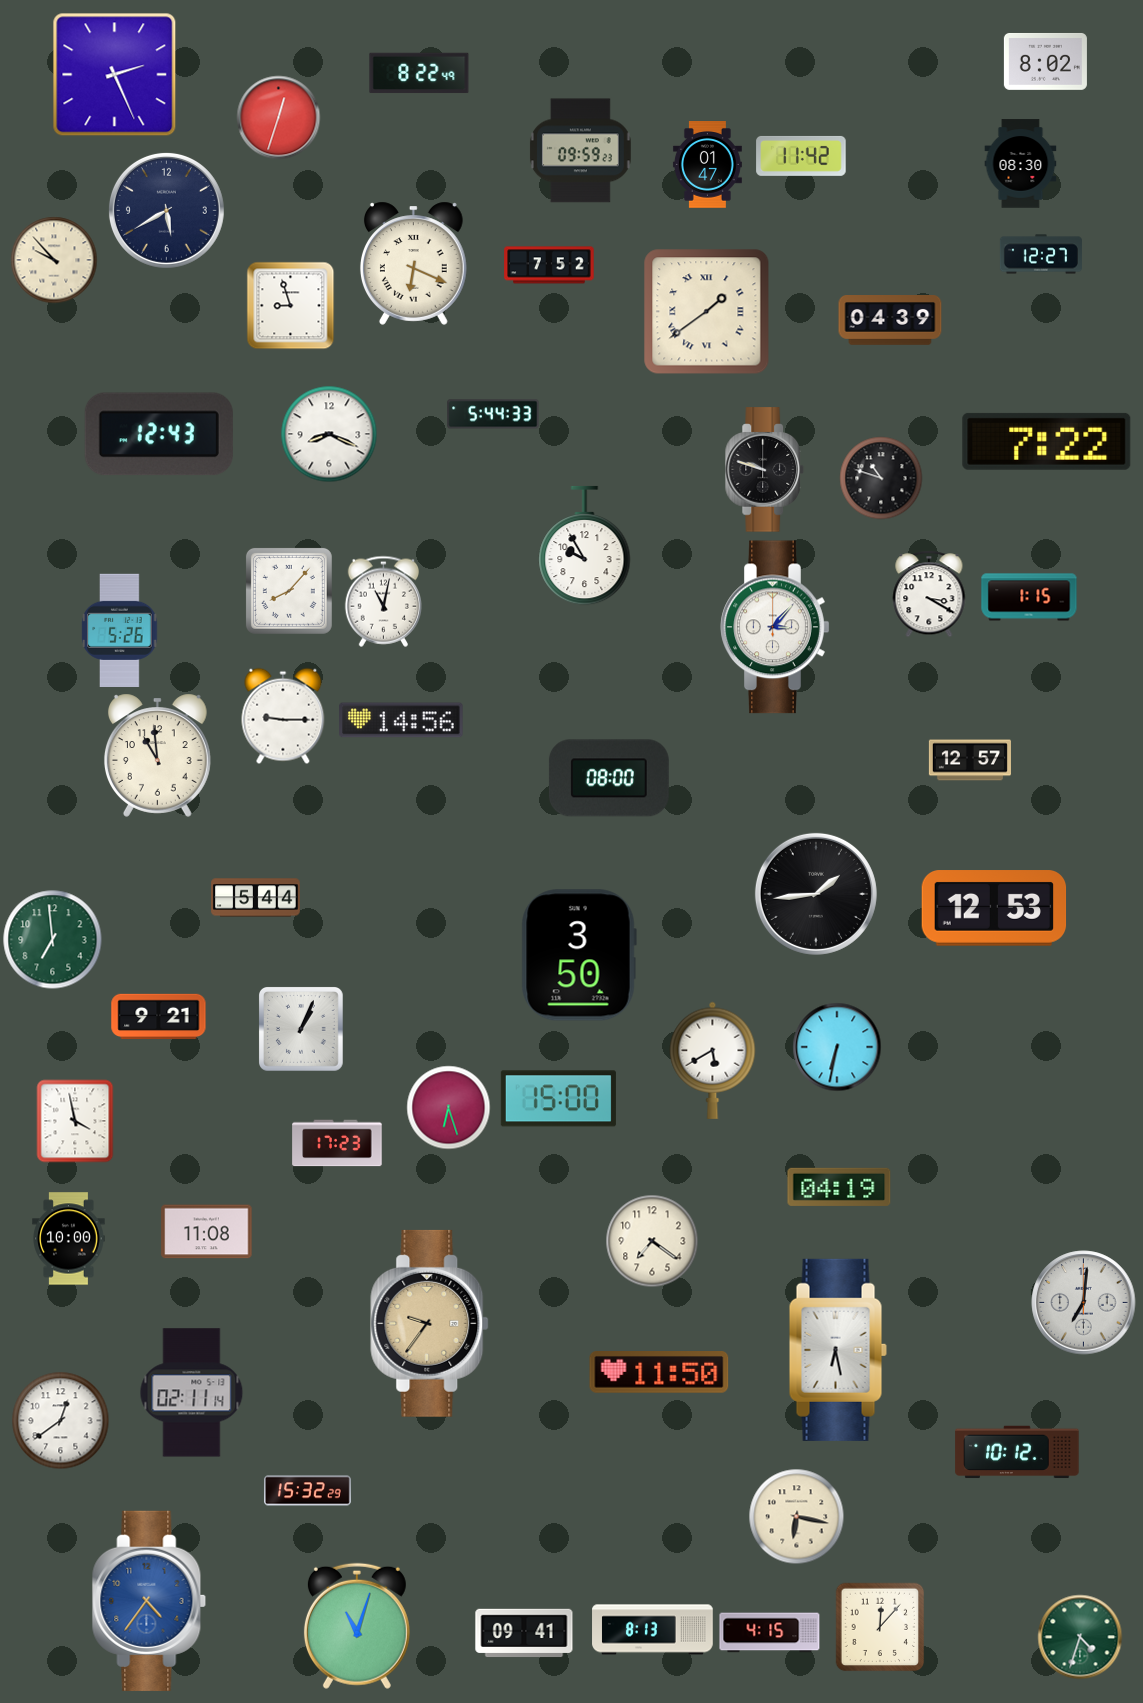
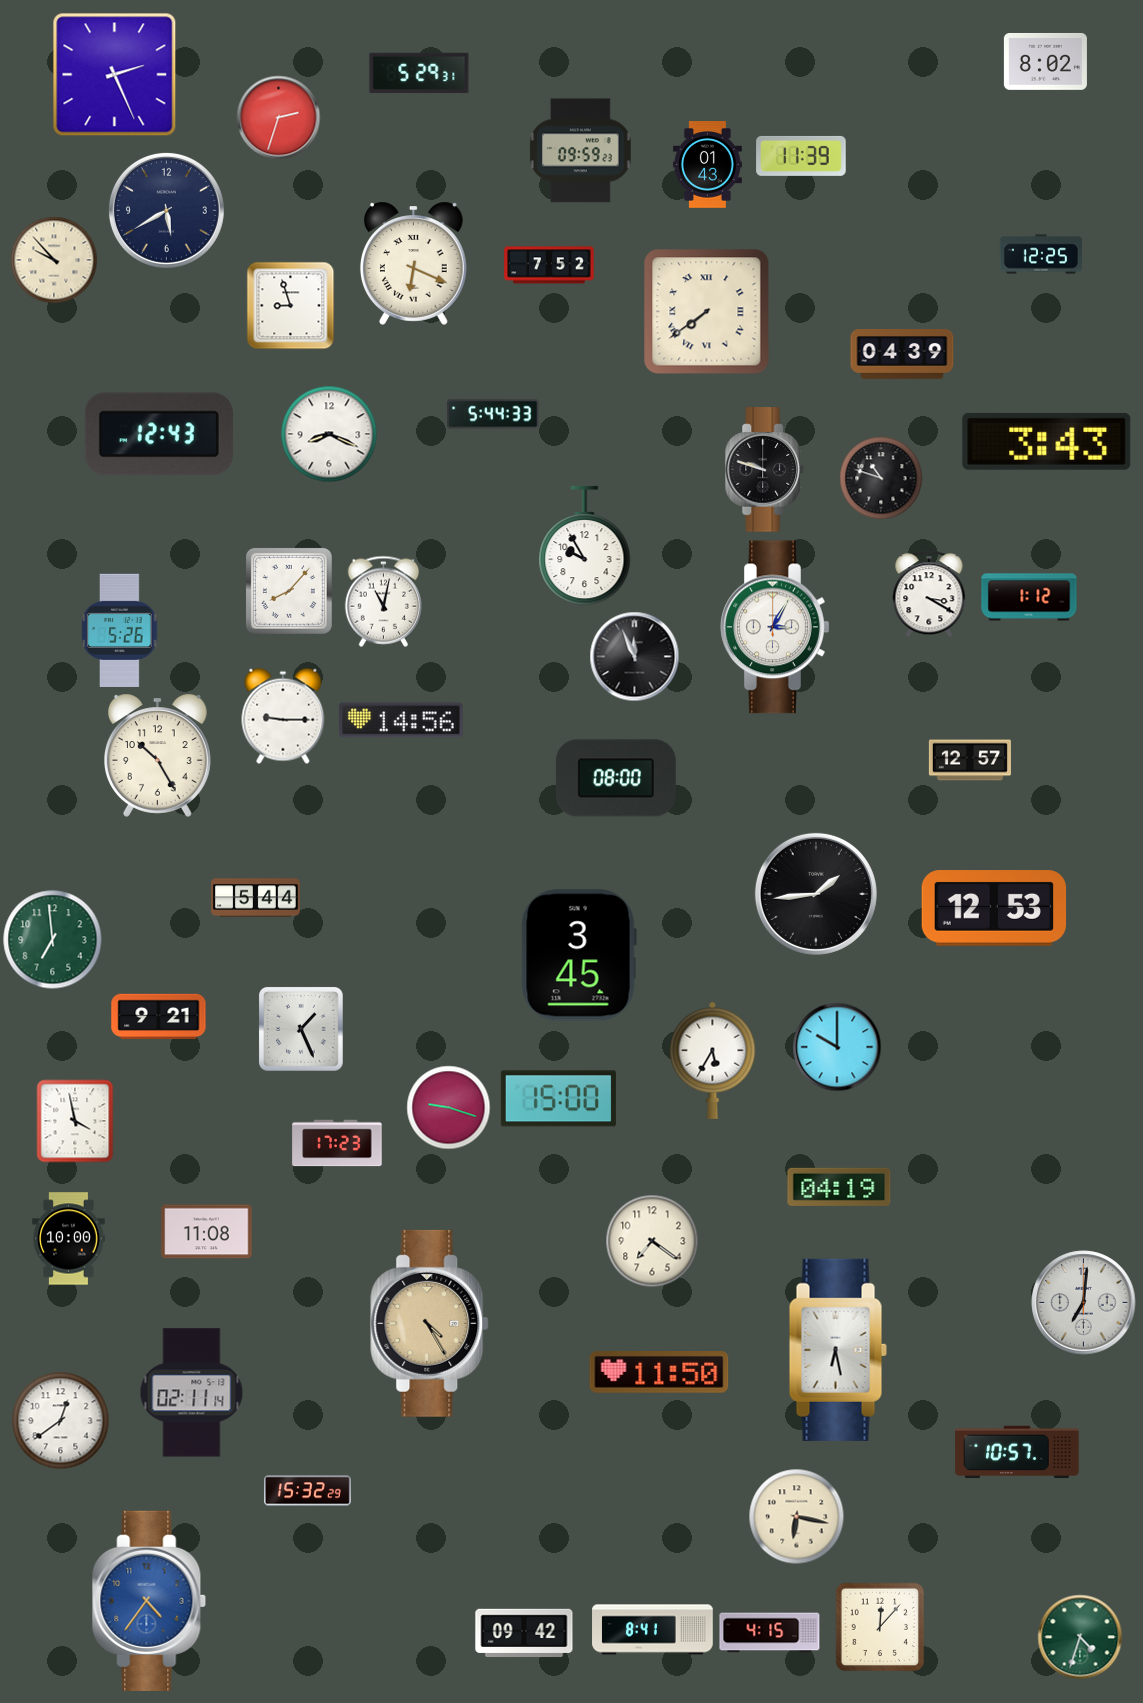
clock at (419, 73): 8:22 -> 5:29
clock at (279, 118): 12:33 -> 2:33
clock at (801, 156): 11:42 -> 11:39
clock at (1021, 164): 08:30 -> none
clock at (707, 165): 01:47 -> 01:43
clock at (1041, 254): 12:27 -> 12:25
clock at (707, 312): 1:39 -> 7:39
clock at (890, 321) position: (890, 321) -> (902, 355)
clock at (1047, 441): 7:22 -> 3:43
clock at (1029, 597): 1:15 -> 1:12
clock at (775, 627): 3:07 -> 3:05
clock at (635, 657): none -> 11:56
clock at (157, 755): 10:59 -> 10:25
clock at (609, 778) position: (609, 778) -> (616, 778)
clock at (579, 955): 3:50 -> 3:45
clock at (302, 1030): 1:04 -> 1:26
clock at (837, 1047): 6:32 -> 10:00
clock at (713, 1060): 5:40 -> 5:35
clock at (449, 1108): 6:27 -> 9:18
clock at (430, 1323): 9:36 -> 4:25
clock at (1017, 1452): 10:12 -> 10:57
clock at (357, 1626): 11:03 -> none
clock at (653, 1630): 8:13 -> 8:41
clock at (524, 1633): 09:41 -> 09:42
